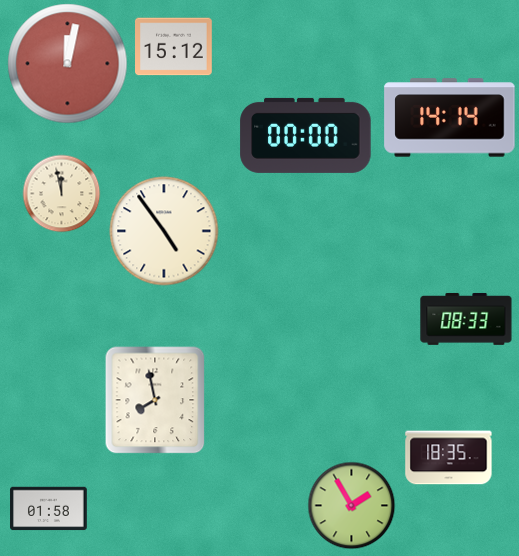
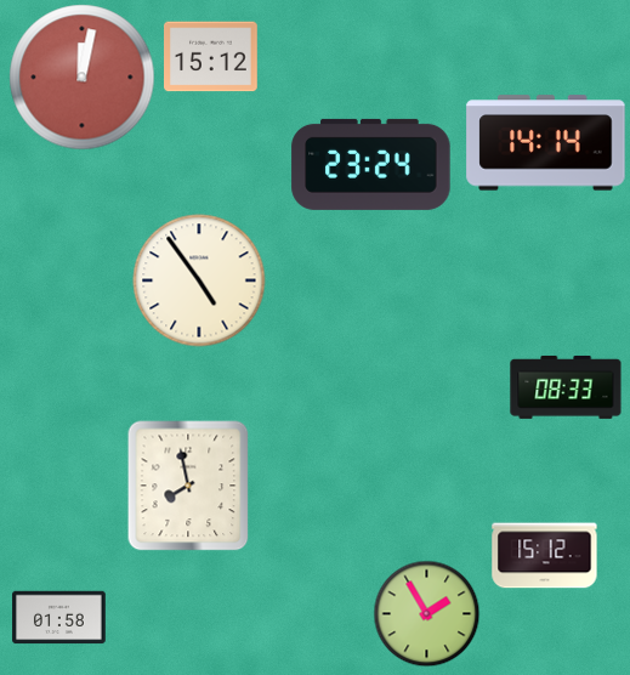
clock at (306, 135): 00:00 -> 23:24
clock at (61, 193): 11:58 -> none
clock at (449, 458): 18:35 -> 15:12
